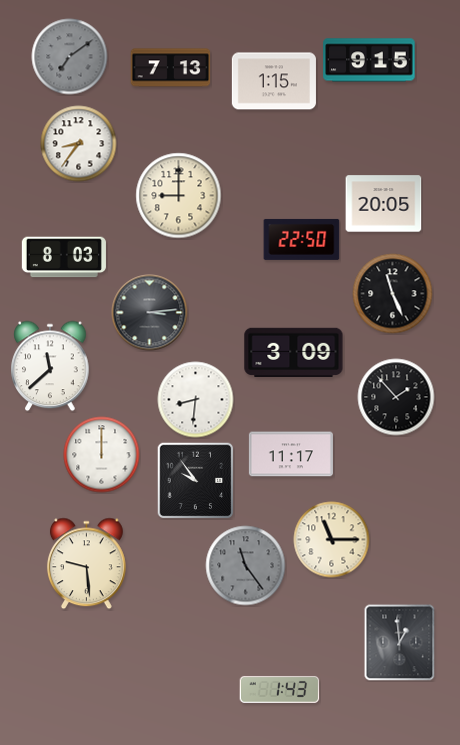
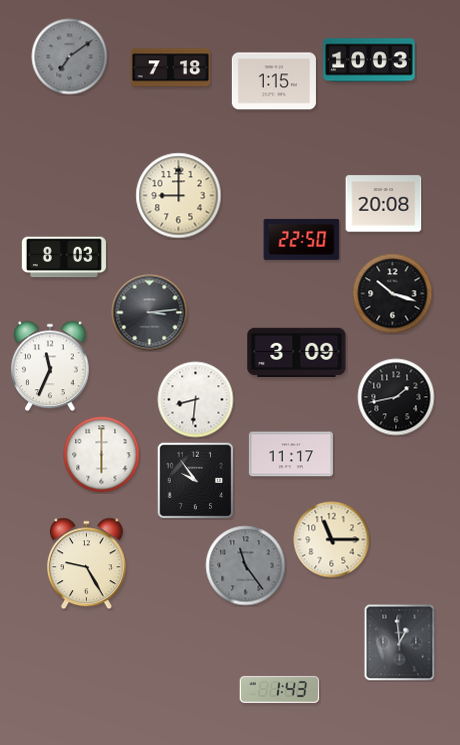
clock at (369, 60): 9:15 -> 10:03
clock at (171, 68): 7:13 -> 7:18
clock at (79, 144): 8:36 -> none
clock at (384, 204): 20:05 -> 20:08
clock at (393, 294): 11:26 -> 10:18
clock at (294, 353) position: (294, 353) -> (297, 353)
clock at (50, 366): 11:38 -> 11:34
clock at (396, 397): 1:53 -> 1:43
clock at (102, 455): 12:00 -> 6:00
clock at (86, 564): 9:29 -> 9:25
